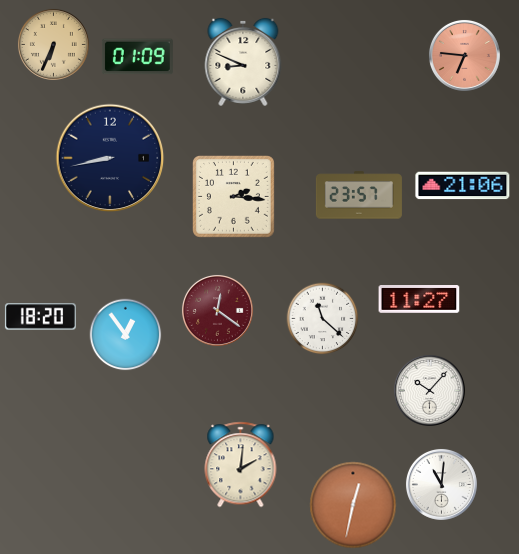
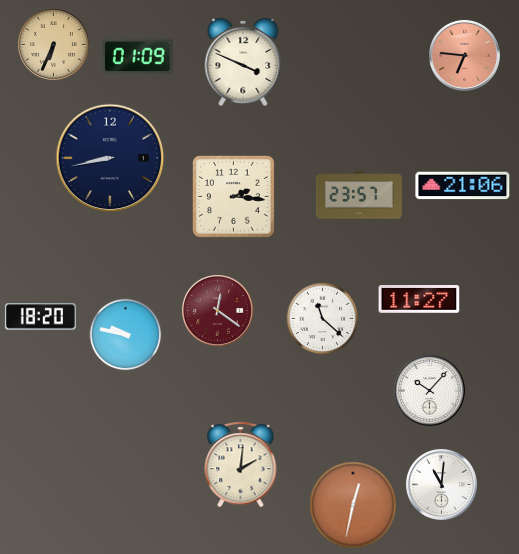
clock at (243, 62): 8:49 -> 3:49
clock at (126, 335): 12:54 -> 9:47
